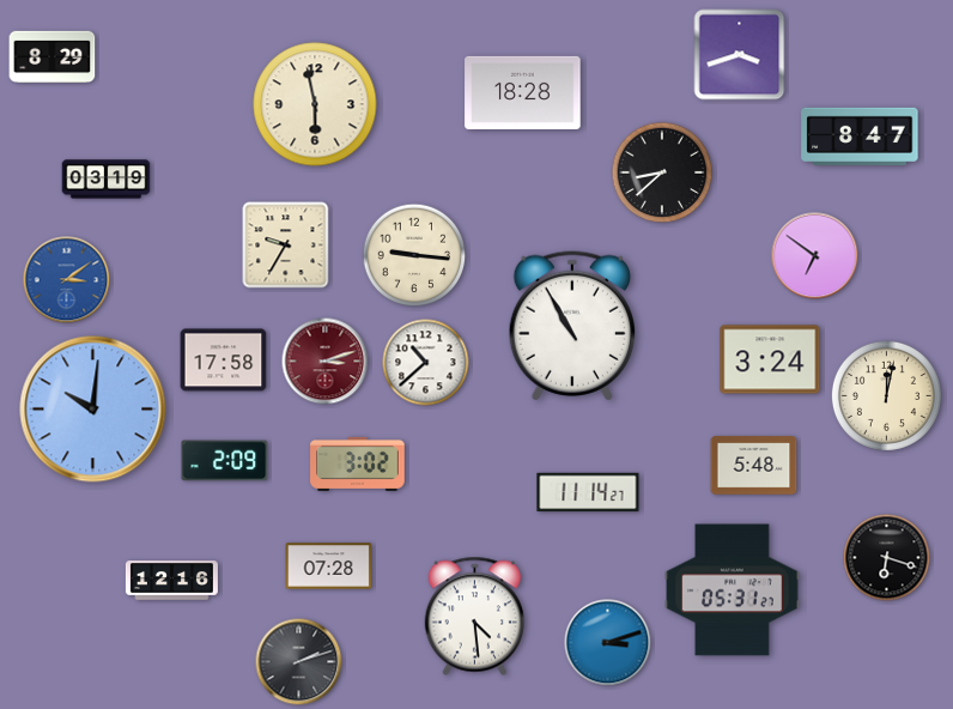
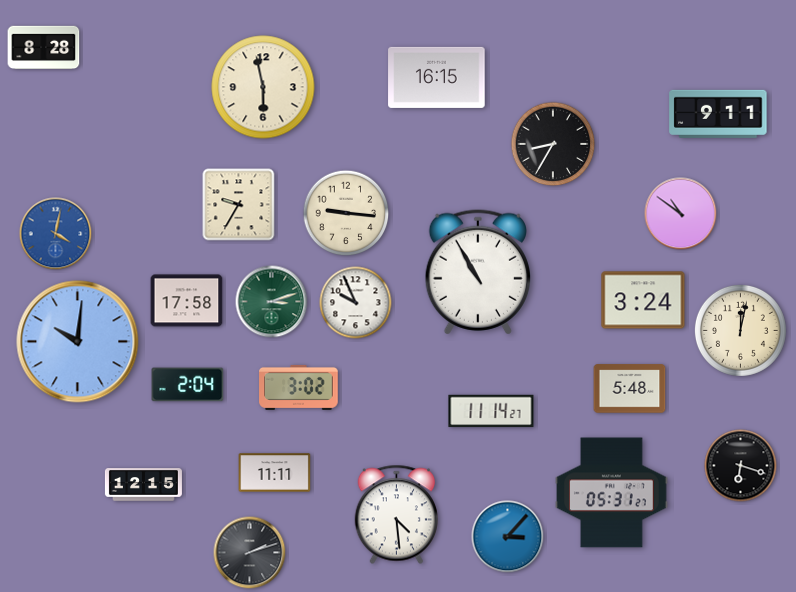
clock at (740, 55): 3:42 -> none
clock at (53, 57): 8:29 -> 8:28
clock at (523, 92): 18:28 -> 16:15
clock at (860, 137): 8:47 -> 9:11
clock at (662, 172): 8:38 -> 8:35
clock at (107, 180): 03:19 -> none
clock at (815, 256): 6:51 -> 10:51
clock at (67, 280): 3:09 -> 4:02
clock at (326, 362) dial: burgundy -> green
clock at (426, 363): 10:38 -> 9:56
clock at (225, 461): 2:09 -> 2:04
clock at (329, 566): 07:28 -> 11:11
clock at (171, 581): 12:16 -> 12:15
clock at (608, 643): 3:12 -> 3:07
